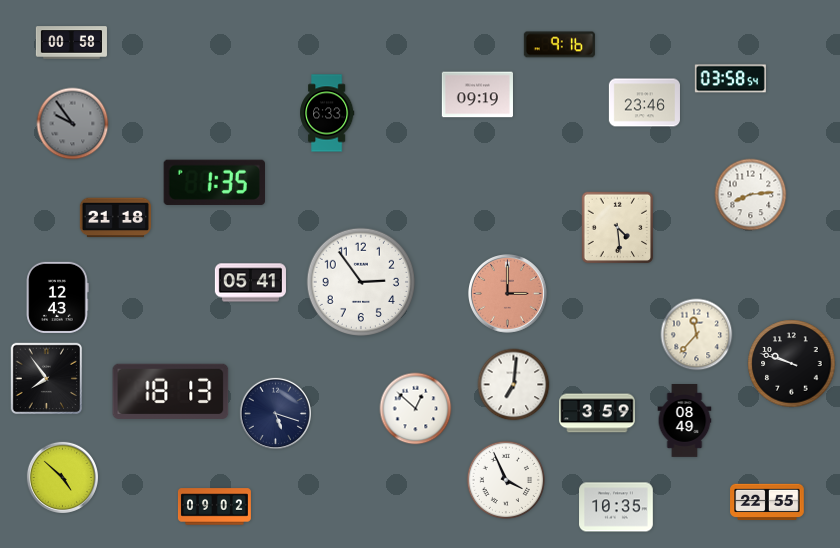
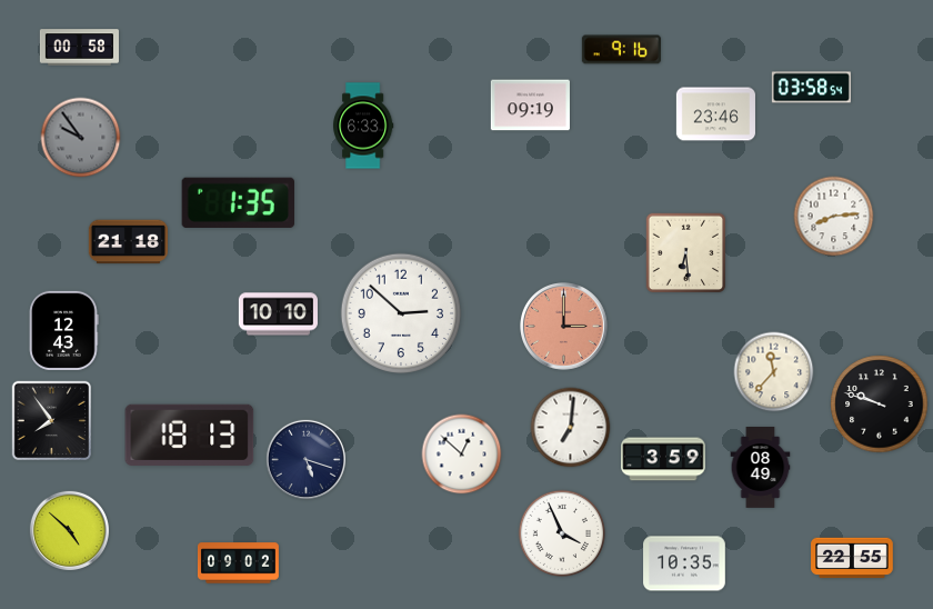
clock at (618, 228): 4:29 -> 6:29
clock at (360, 281): 2:54 -> 2:52
clock at (250, 283): 05:41 -> 10:10
